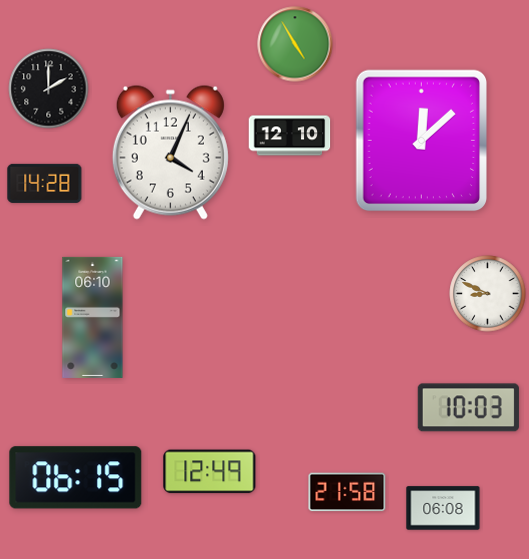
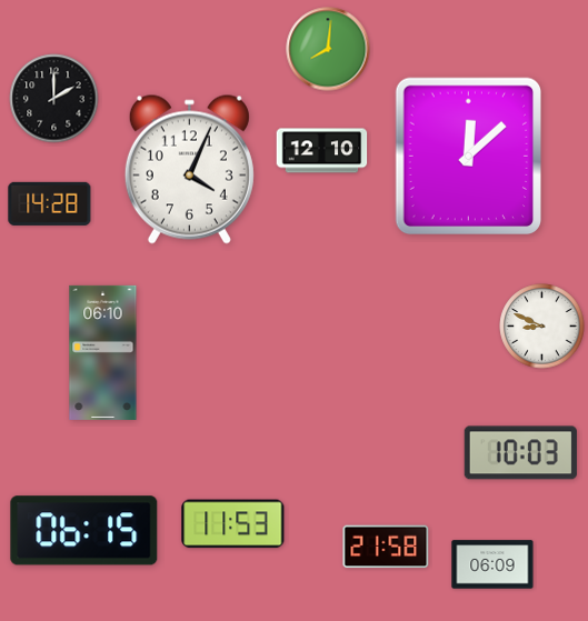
clock at (295, 44): 4:55 -> 8:01
clock at (210, 472): 12:49 -> 11:53
clock at (443, 508): 06:08 -> 06:09
